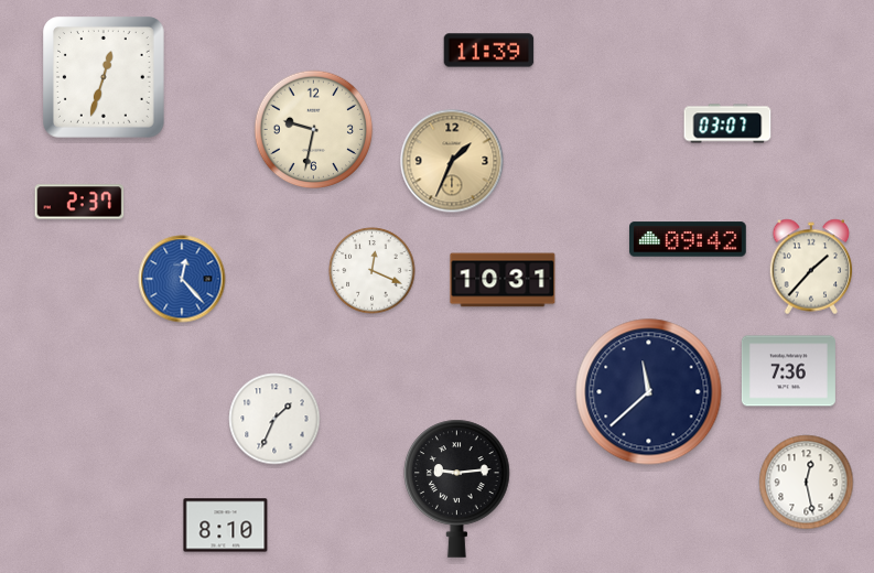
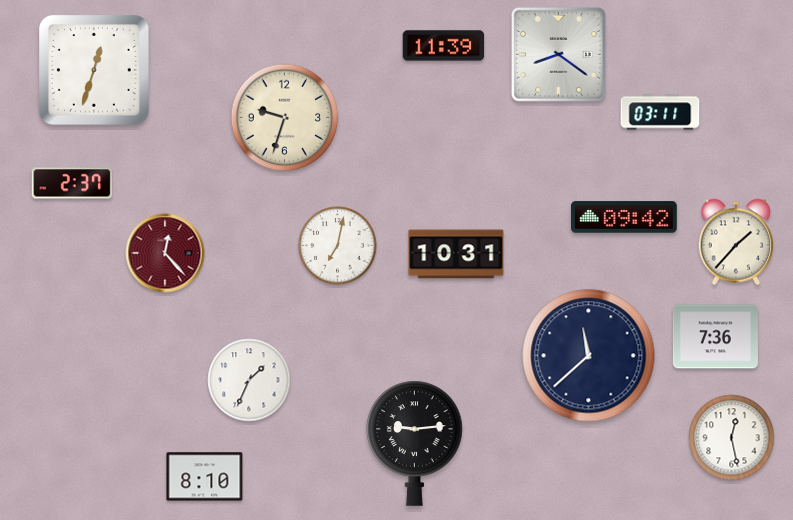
clock at (558, 54): none -> 8:21
clock at (727, 123): 03:07 -> 03:11
clock at (314, 130): 9:32 -> 9:33
clock at (452, 161): 1:34 -> none
clock at (373, 271): 12:19 -> 7:02
clock at (182, 279) dial: blue -> burgundy
